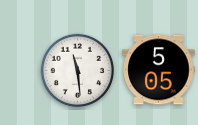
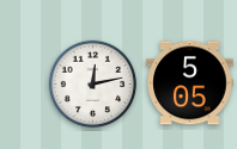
clock at (78, 71): 11:29 -> 12:13
